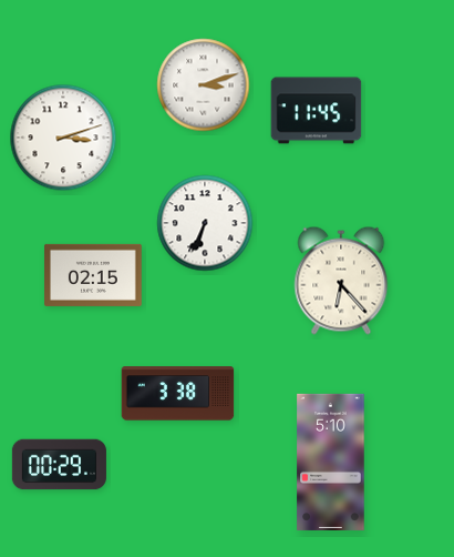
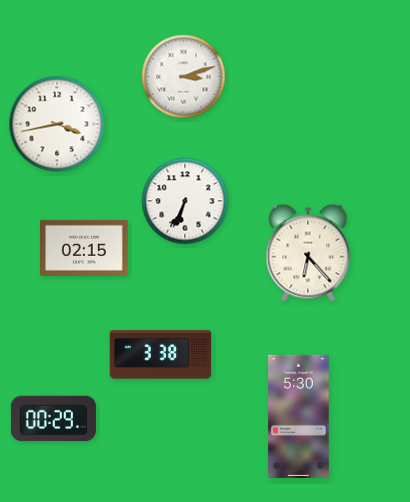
clock at (317, 111): 11:45 -> none
clock at (63, 138): 3:12 -> 3:43
clock at (331, 462): 5:10 -> 5:30
